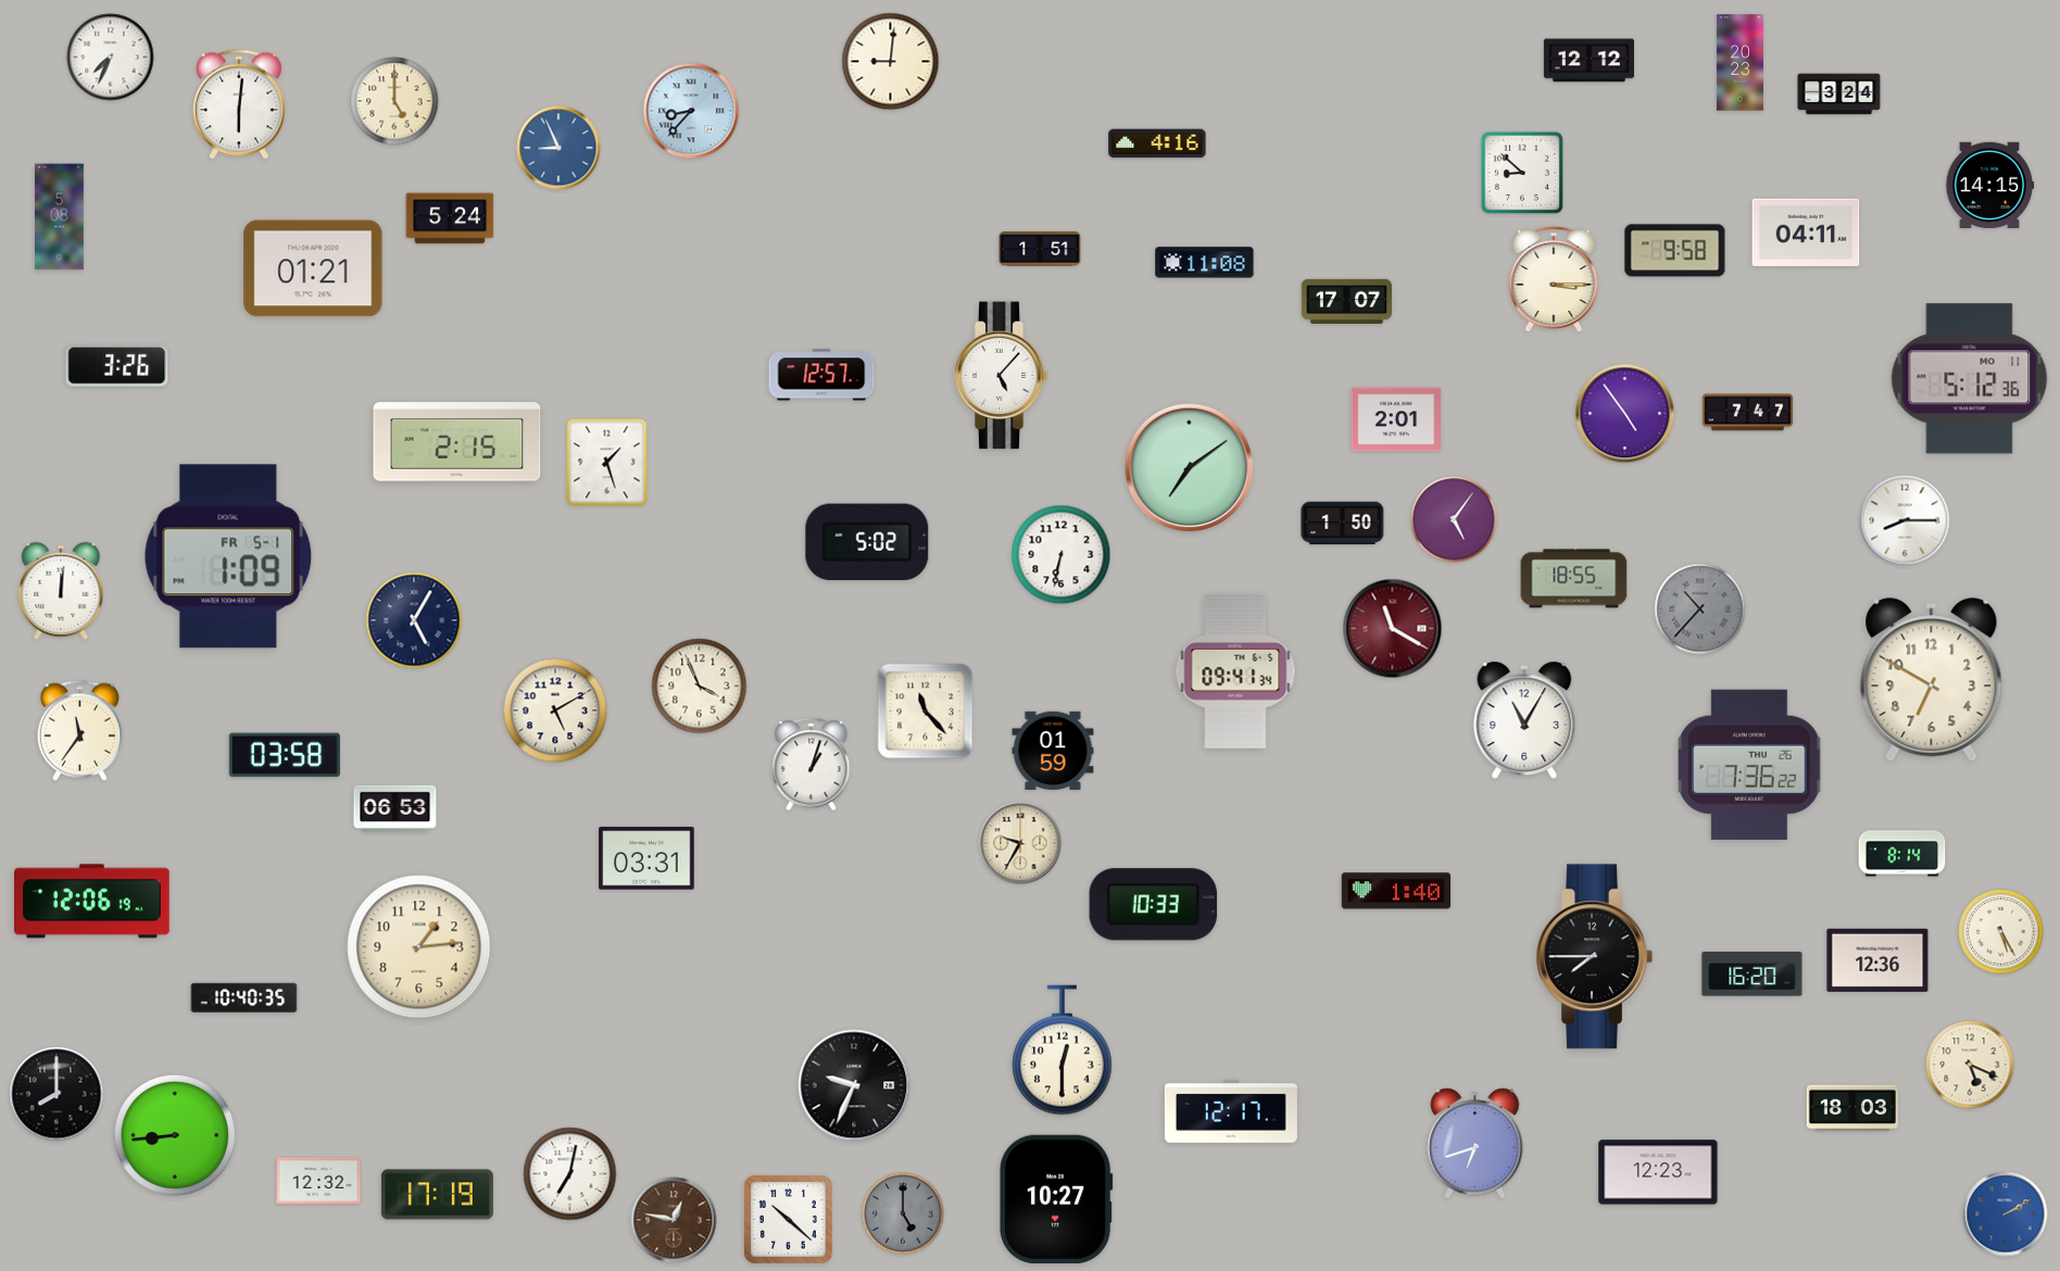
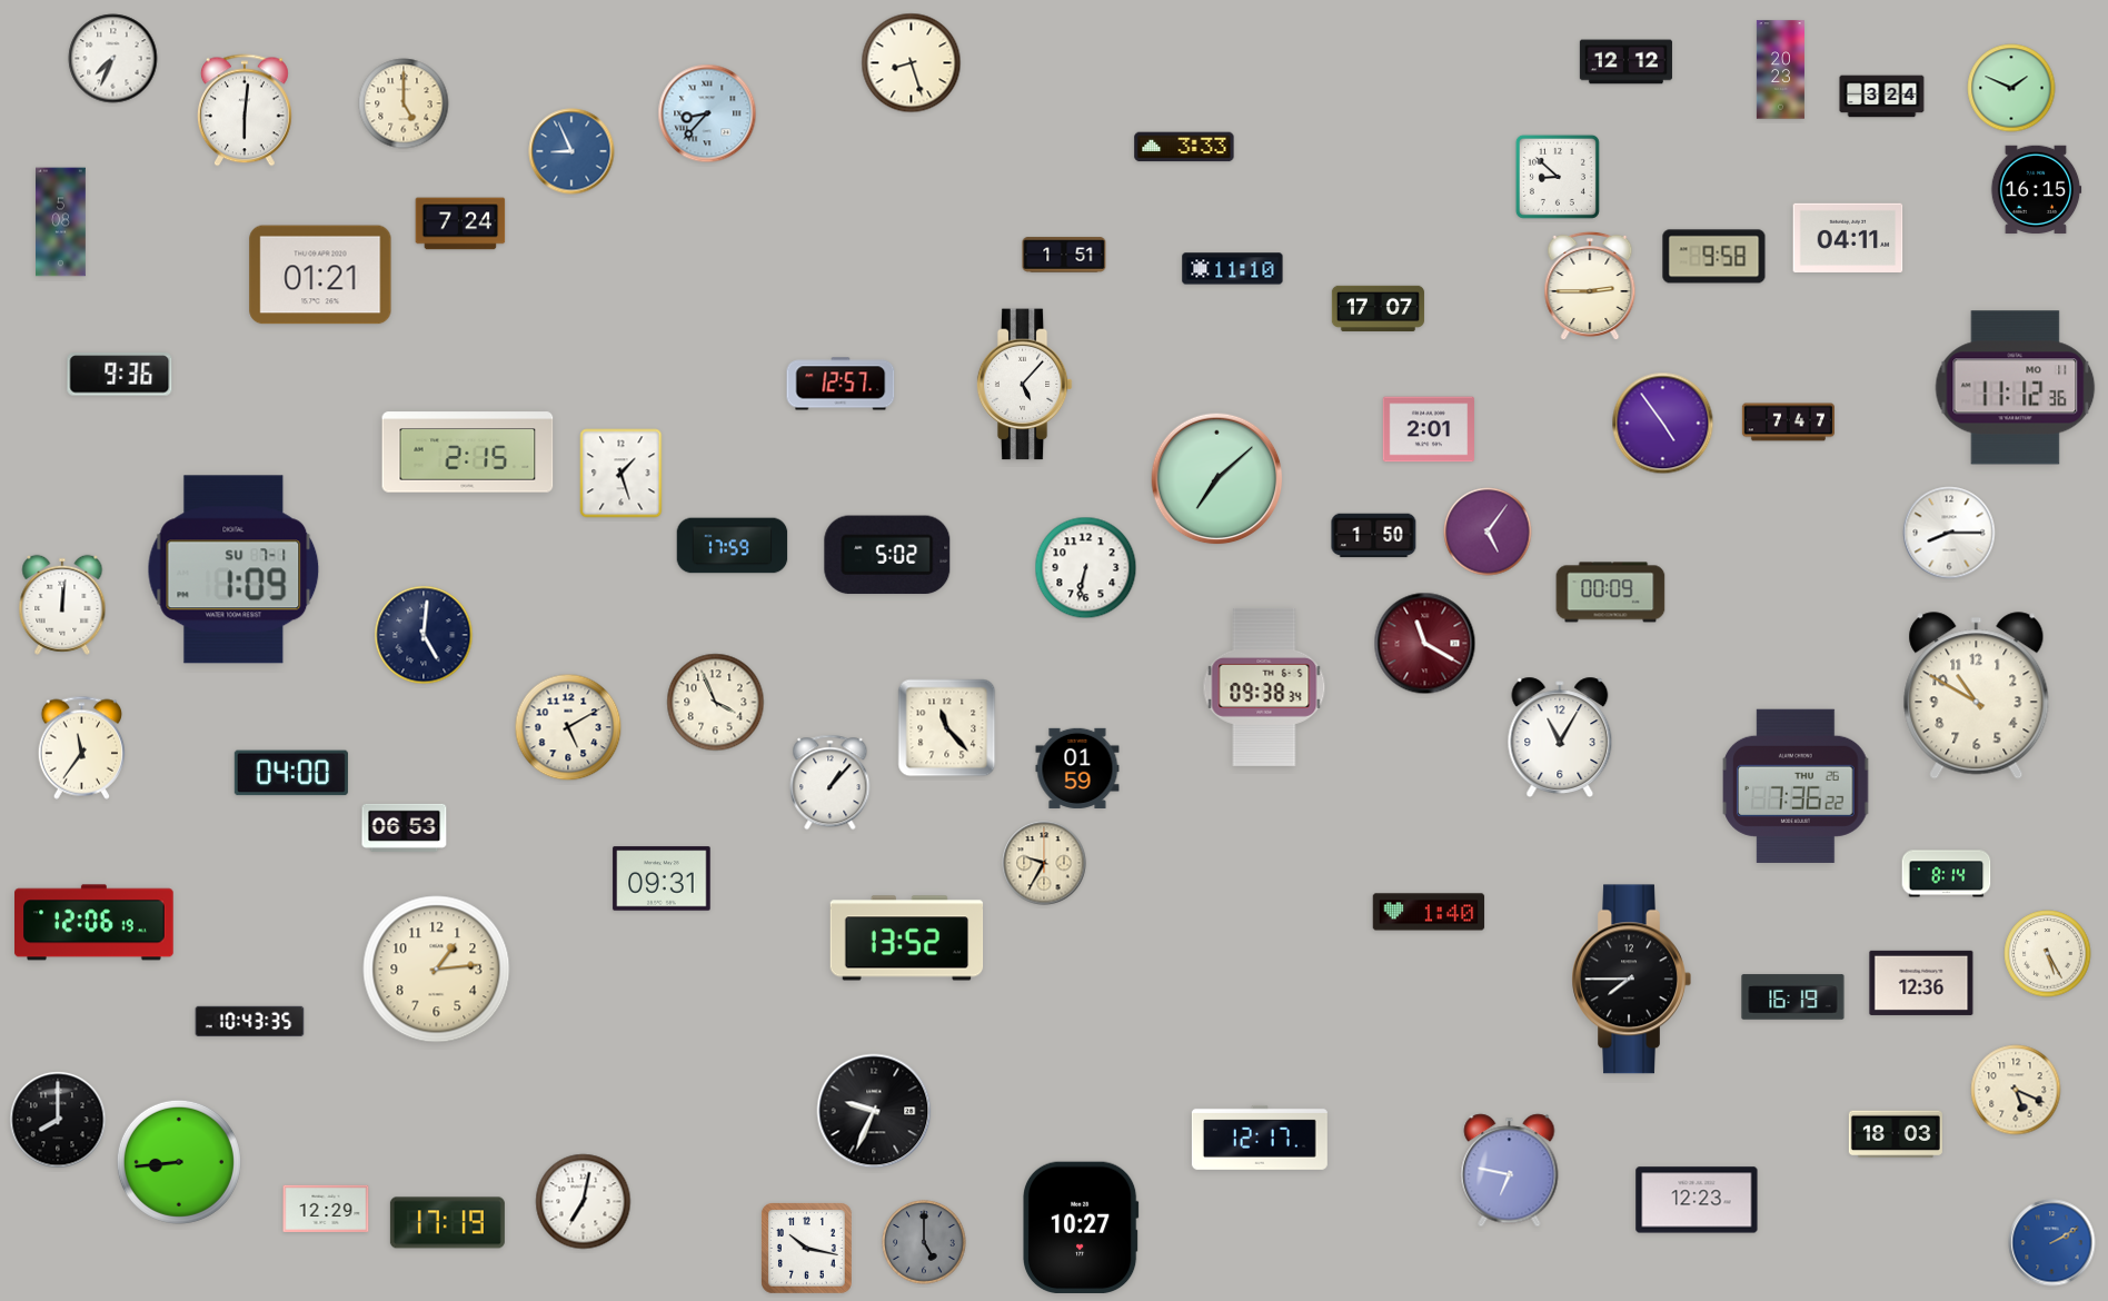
clock at (891, 62): 9:01 -> 8:27
clock at (1739, 63) position: (1739, 63) -> (1780, 70)
clock at (2011, 88): none -> 1:49
clock at (239, 104) position: (239, 104) -> (245, 110)
clock at (1157, 143): 4:16 -> 3:33
clock at (1989, 186): 14:15 -> 16:15
clock at (450, 218): 5:24 -> 7:24
clock at (1205, 263): 11:08 -> 11:10
clock at (1554, 279): 3:15 -> 2:45
clock at (117, 366): 3:26 -> 9:36
clock at (1970, 379): 5:12 -> 11:12
clock at (1190, 468): 7:09 -> 7:08
clock at (733, 546): none -> 17:59
clock at (228, 556) date: FR 5-1 -> SU 7-1
clock at (1574, 579): 18:55 -> 00:09
clock at (1700, 609): 10:37 -> none
clock at (414, 620): 5:05 -> 5:01
clock at (1235, 671): 09:41 -> 09:38
clock at (1932, 680): 6:50 -> 10:50
clock at (285, 755): 03:58 -> 04:00
clock at (812, 765): 1:03 -> 1:07
clock at (1749, 765) position: (1749, 765) -> (1796, 786)
clock at (646, 858): 03:31 -> 09:31
clock at (1154, 905): 10:33 -> none
clock at (907, 938): none -> 13:52
clock at (419, 947) position: (419, 947) -> (437, 970)
clock at (1753, 974): 16:20 -> 16:19
clock at (244, 998): 10:40 -> 10:43
clock at (1063, 1050): 12:30 -> none
clock at (1475, 1144): 6:42 -> 6:47
clock at (318, 1181): 12:32 -> 12:29
clock at (674, 1220): 12:47 -> none
clock at (789, 1220): 10:22 -> 10:17
